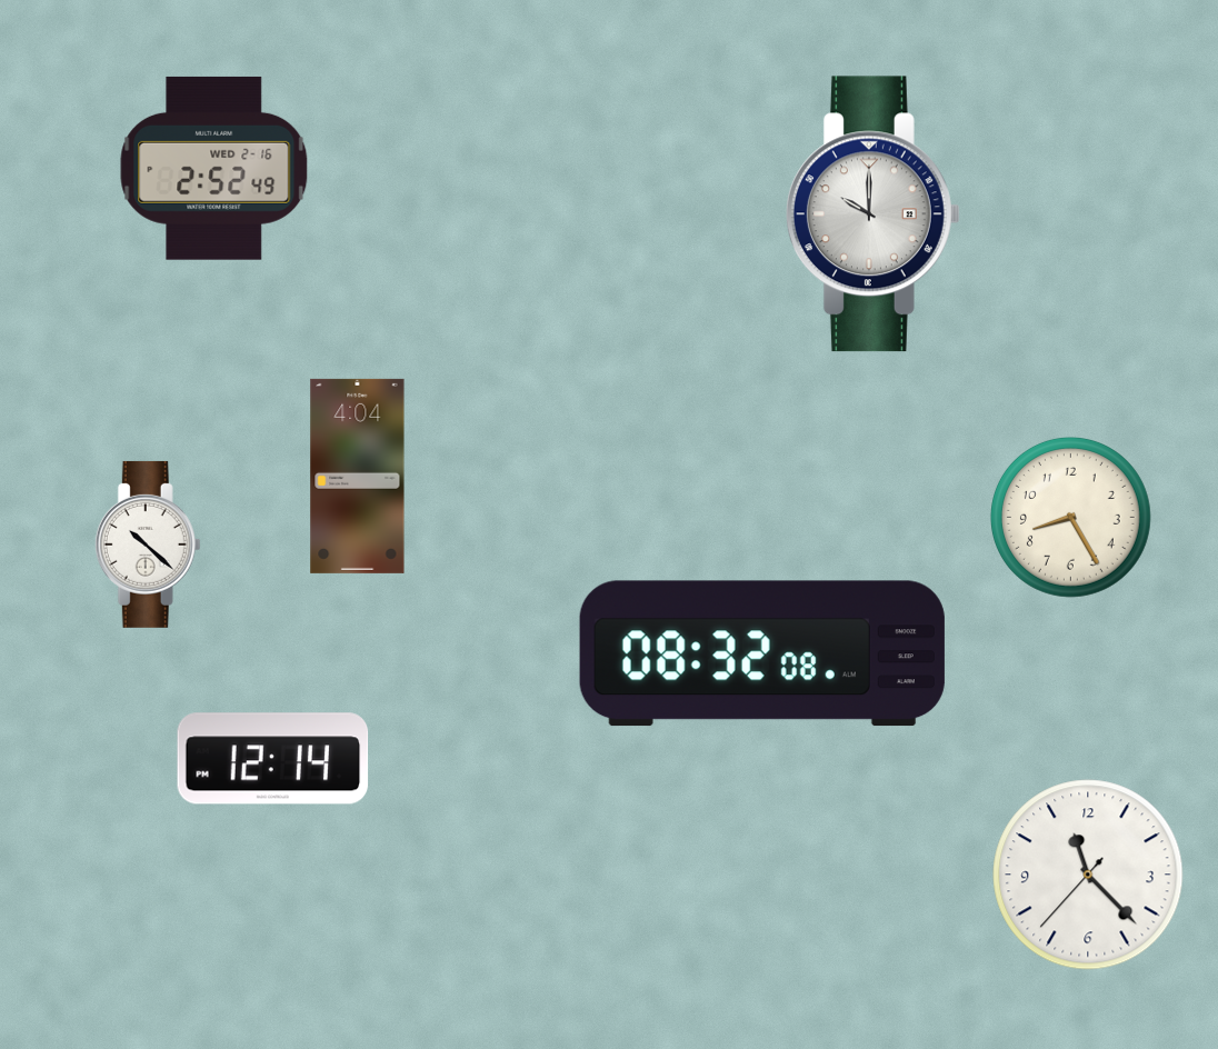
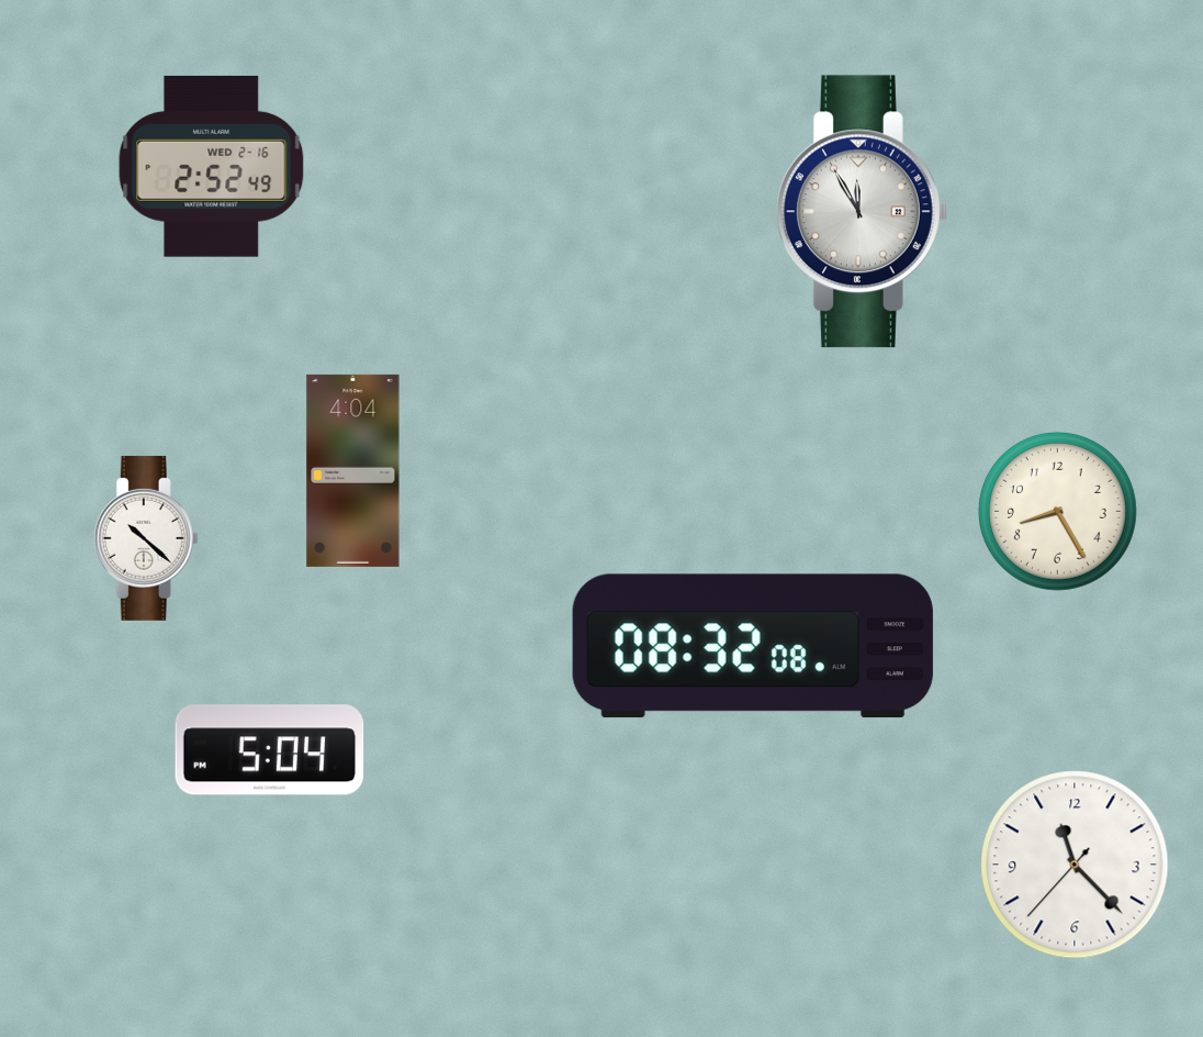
clock at (872, 214): 10:00 -> 11:55
clock at (273, 759): 12:14 -> 5:04
